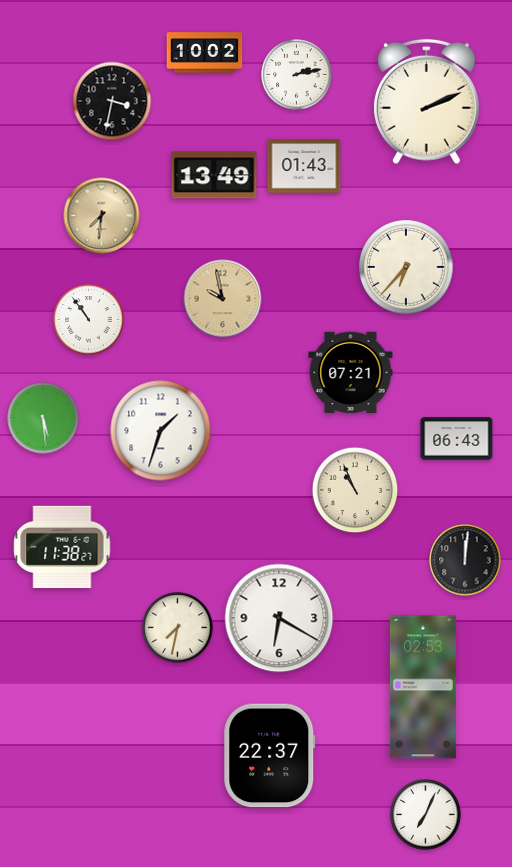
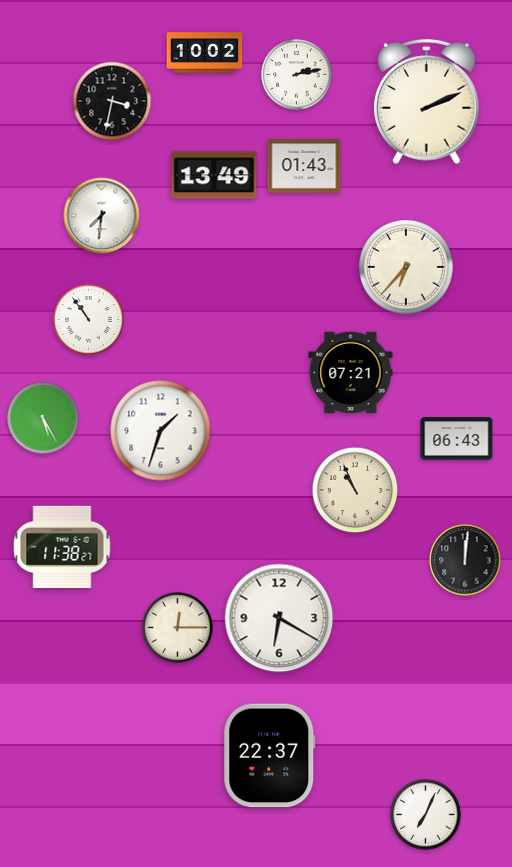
clock at (102, 216) dial: champagne -> white
clock at (223, 299): 9:58 -> none
clock at (43, 418): 5:29 -> 5:25
clock at (178, 628): 7:32 -> 12:15
clock at (423, 687): 02:53 -> none
